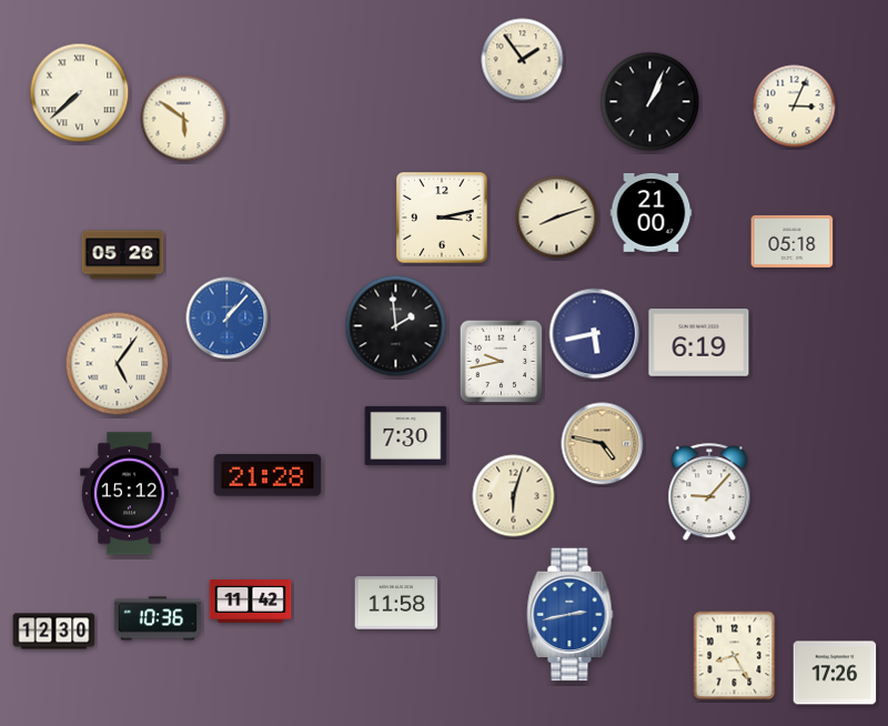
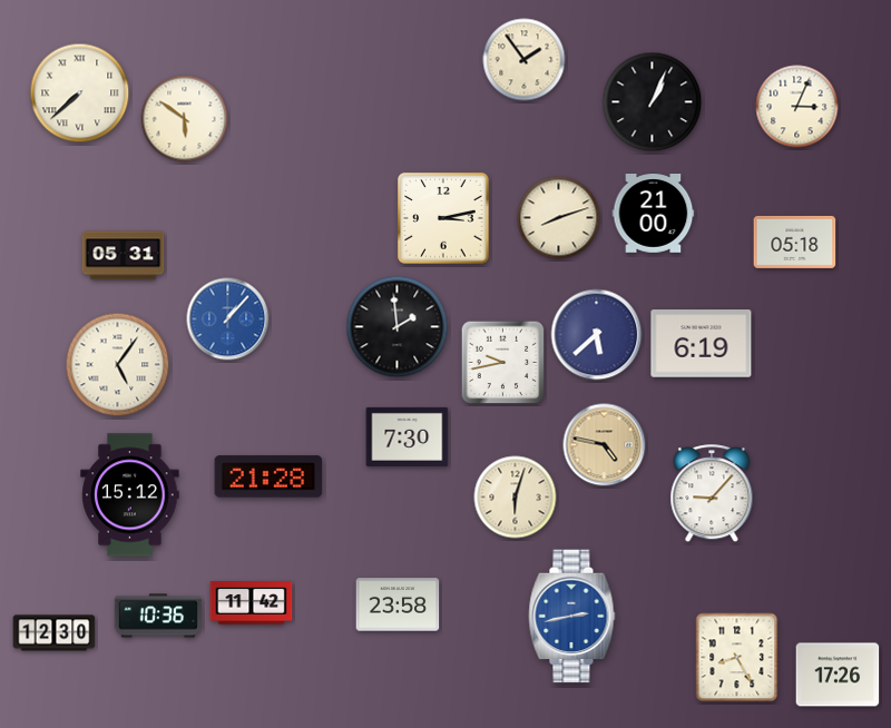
clock at (123, 255): 05:26 -> 05:31
clock at (595, 334): 5:43 -> 5:38
clock at (396, 603): 11:58 -> 23:58
clock at (158, 618) position: (158, 618) -> (158, 616)
